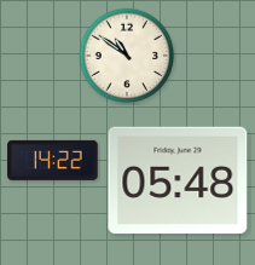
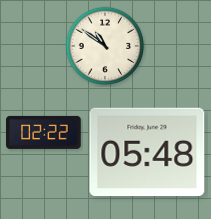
clock at (53, 160): 14:22 -> 02:22
clock at (178, 180) position: (178, 180) -> (147, 152)
